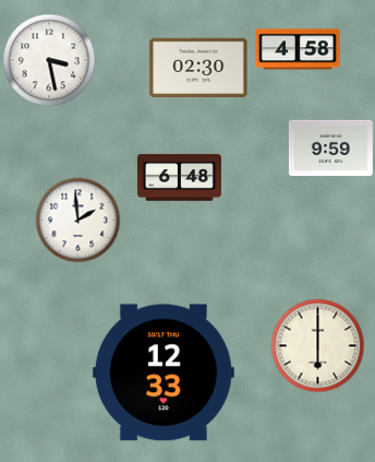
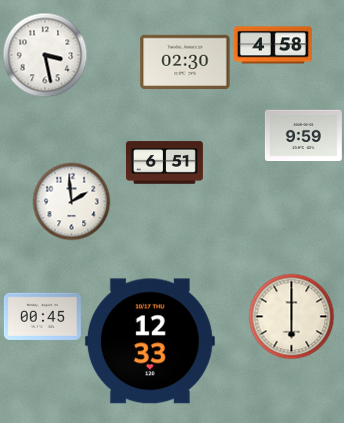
clock at (198, 68) position: (198, 68) -> (185, 62)
clock at (179, 178): 6:48 -> 6:51
clock at (42, 316): none -> 00:45
